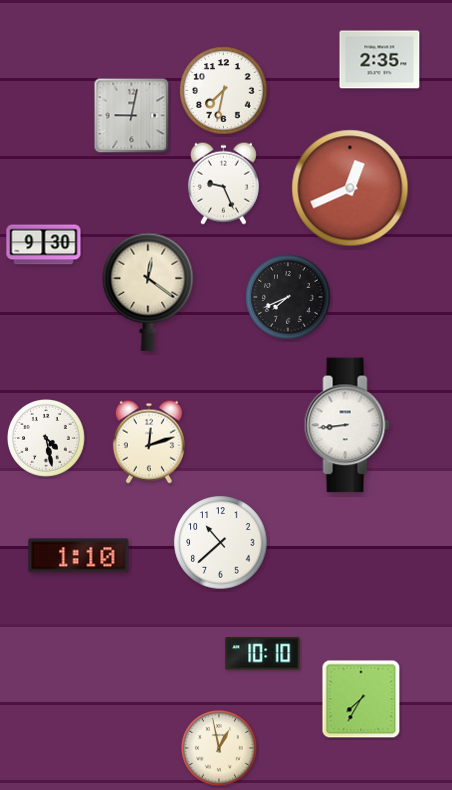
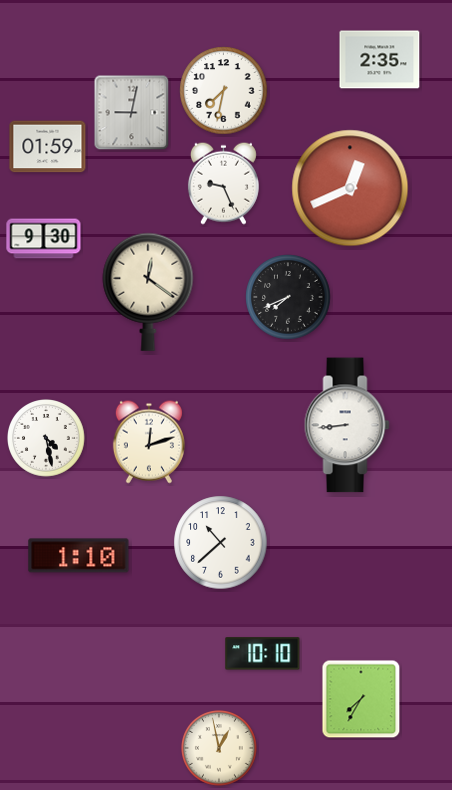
clock at (132, 116) position: (132, 116) -> (132, 113)
clock at (48, 147): none -> 01:59
clock at (44, 245) position: (44, 245) -> (44, 239)
